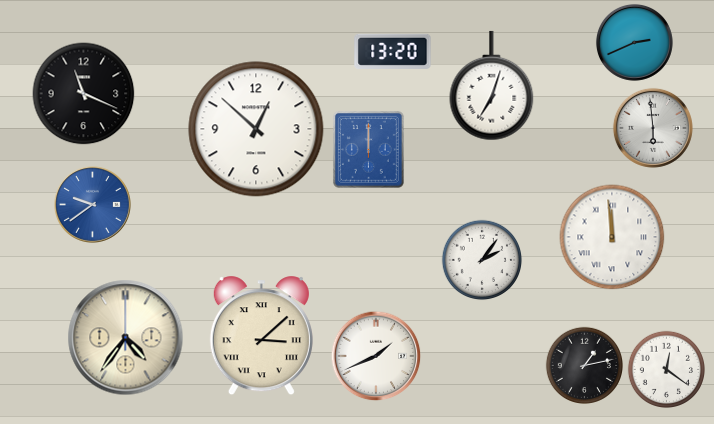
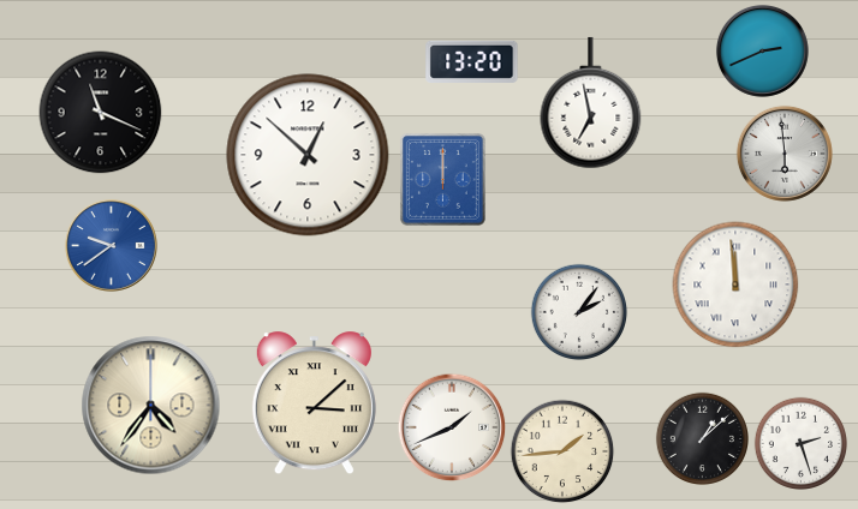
clock at (492, 86): 7:03 -> 6:58
clock at (584, 365): 1:13 -> 1:08
clock at (666, 369): 12:21 -> 2:27
clock at (562, 451): none -> 1:44
